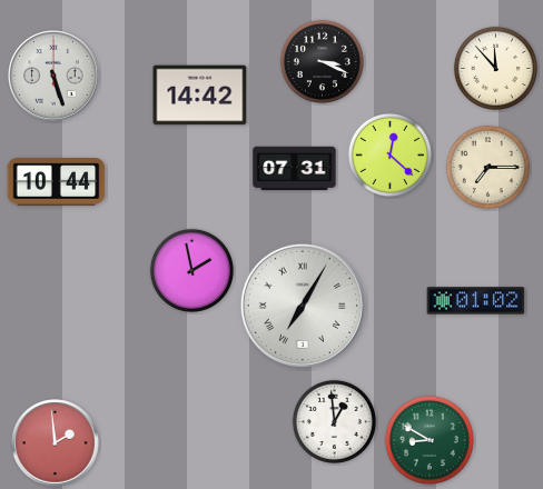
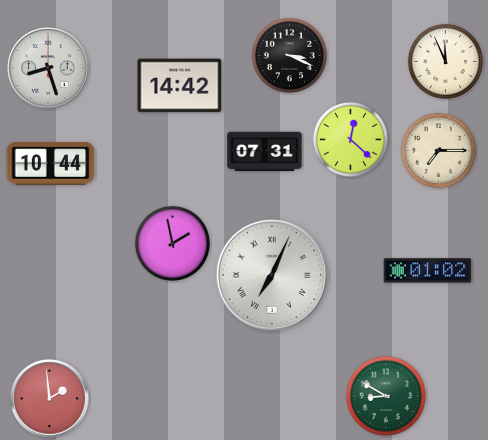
clock at (495, 68): 11:53 -> 11:56
clock at (55, 77): 5:27 -> 8:27
clock at (303, 306): 7:05 -> 7:04
clock at (334, 421): 12:59 -> none
